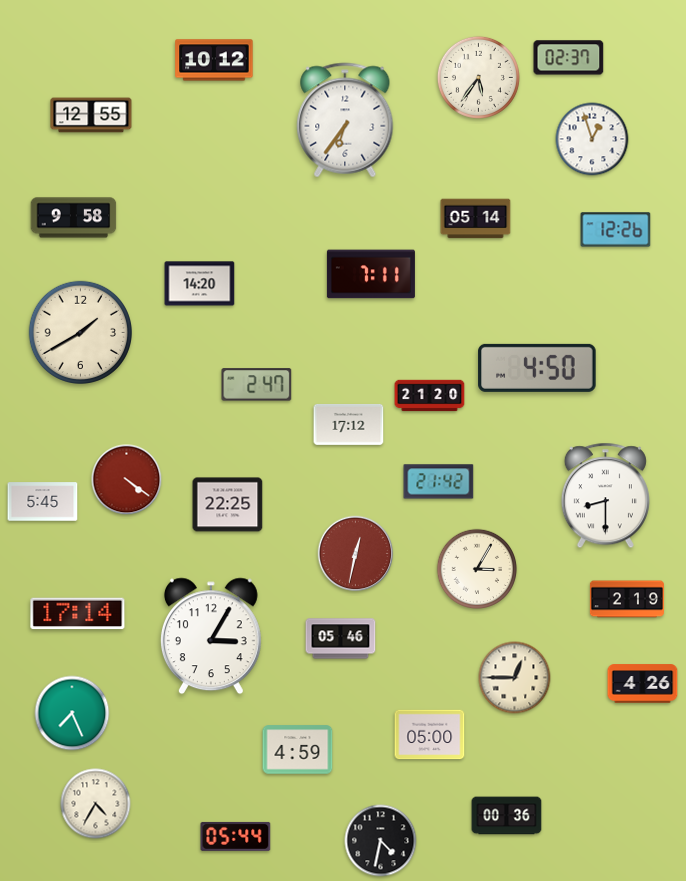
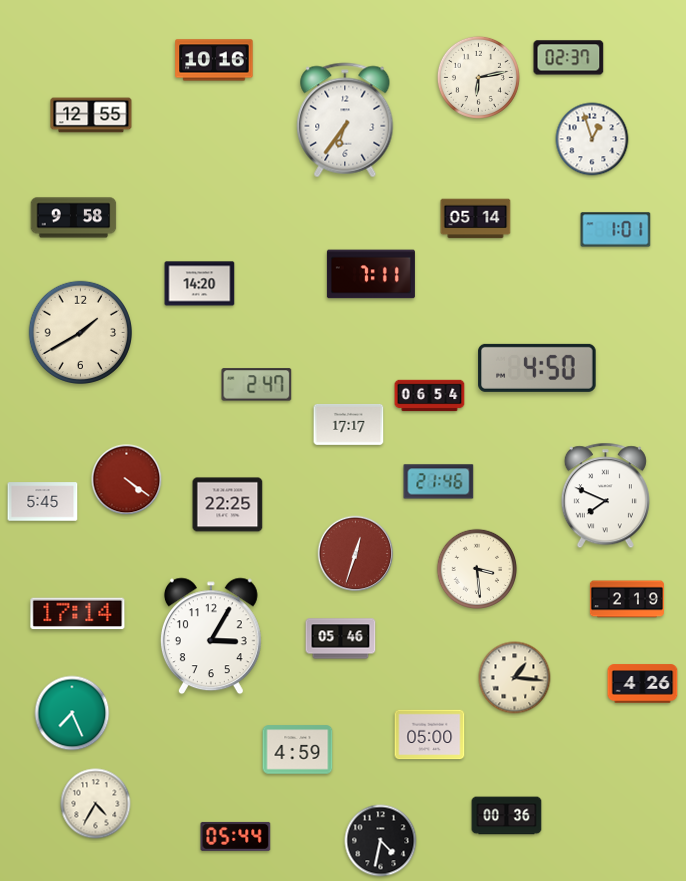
clock at (214, 60): 10:12 -> 10:16
clock at (478, 77): 5:36 -> 6:13
clock at (616, 230): 12:26 -> 1:01
clock at (430, 396): 21:20 -> 06:54
clock at (349, 424): 17:12 -> 17:17
clock at (439, 482): 21:42 -> 21:46
clock at (605, 496): 8:30 -> 7:49
clock at (356, 554): 12:32 -> 12:33
clock at (477, 569): 3:05 -> 3:29
clock at (515, 678): 12:45 -> 1:16
